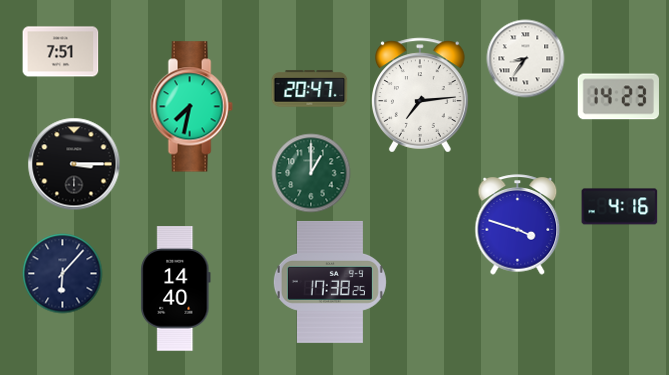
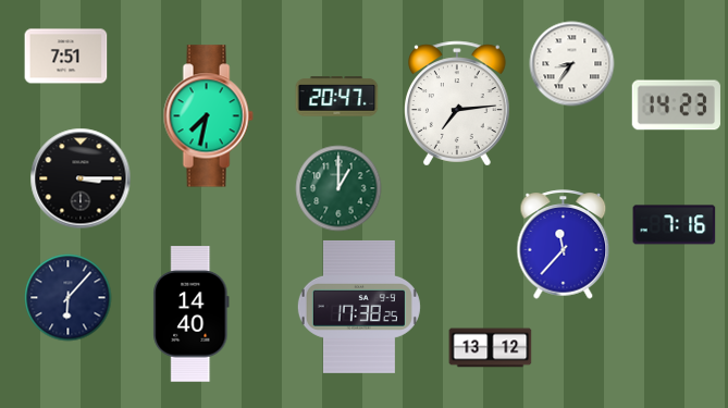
clock at (618, 97) position: (618, 97) -> (676, 106)
clock at (620, 207): 4:16 -> 7:16
clock at (518, 225): 3:48 -> 11:37
clock at (491, 348): none -> 13:12
